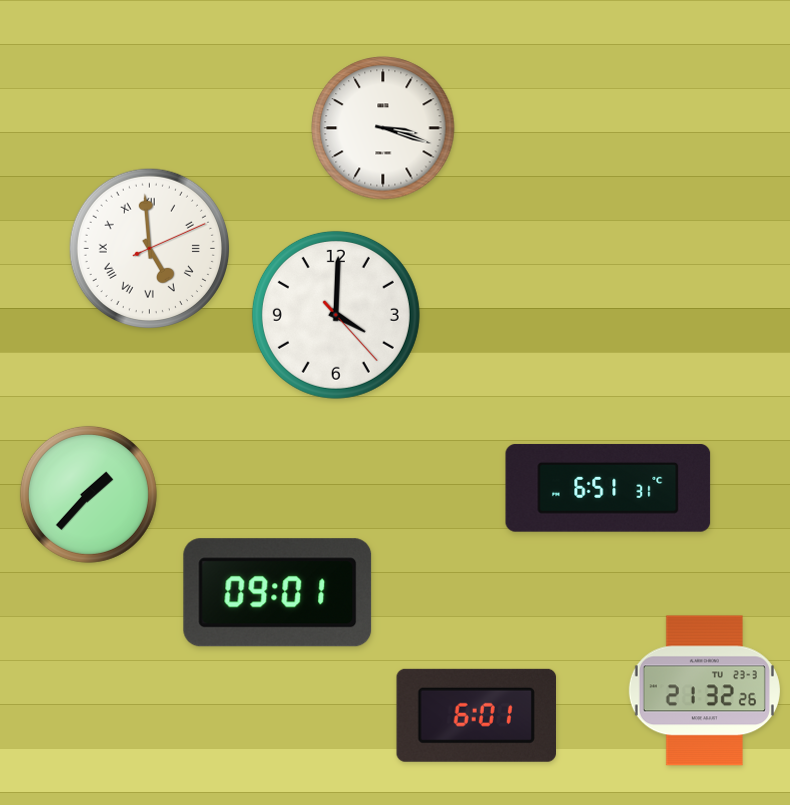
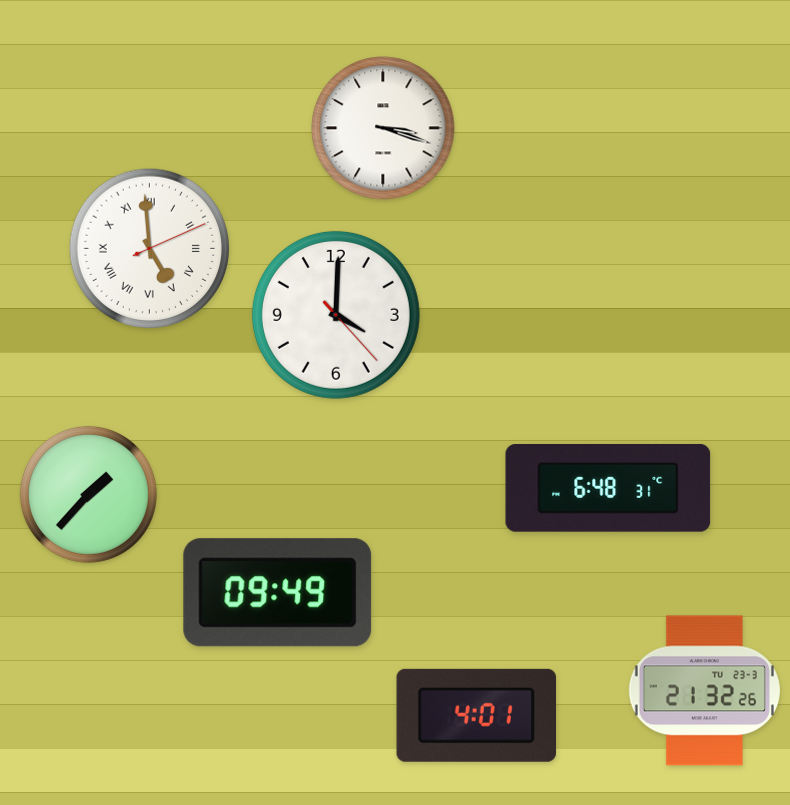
clock at (608, 488): 6:51 -> 6:48
clock at (278, 593): 09:01 -> 09:49
clock at (476, 715): 6:01 -> 4:01
